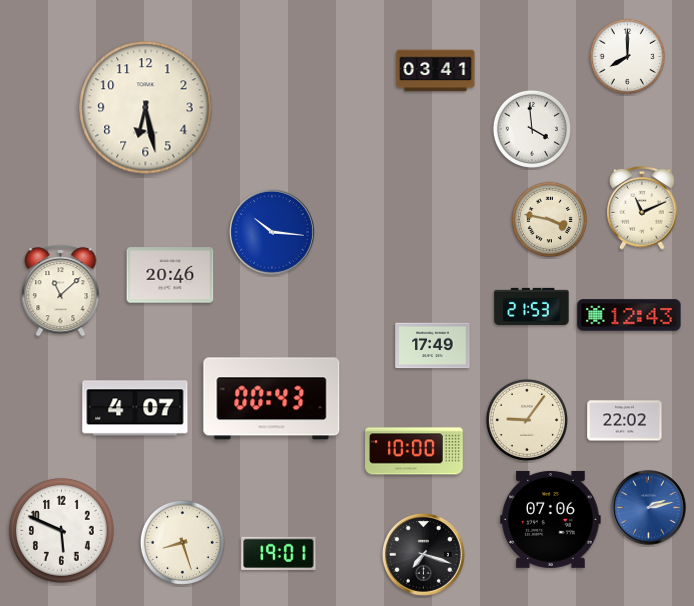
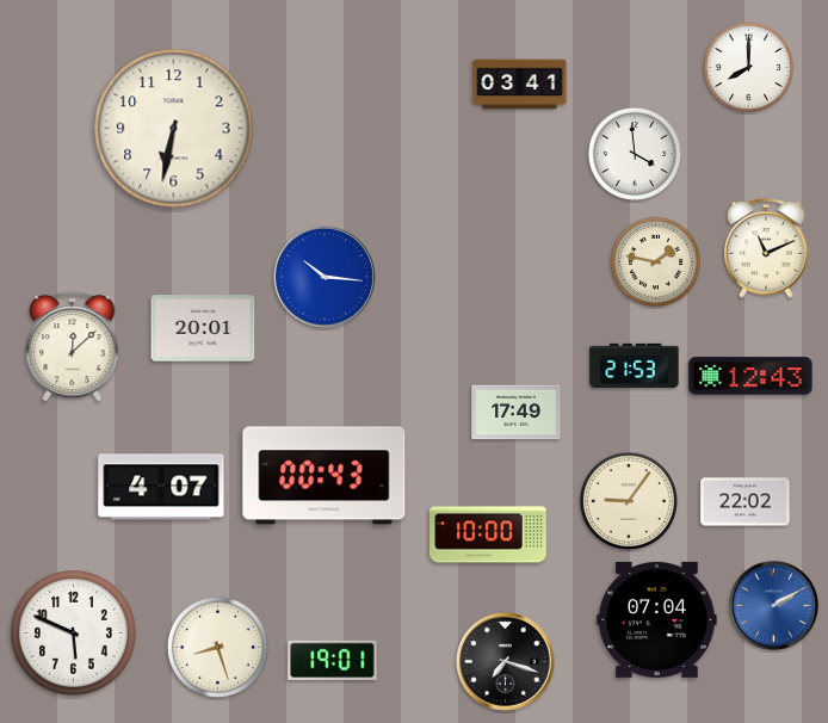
clock at (146, 108): 6:28 -> 6:32
clock at (549, 219): 3:47 -> 1:47
clock at (170, 275): 20:46 -> 20:01
clock at (61, 291): 11:08 -> 12:08
clock at (414, 451) position: (414, 451) -> (488, 534)
clock at (649, 508): 2:13 -> 2:10
clock at (551, 519): 07:06 -> 07:04
